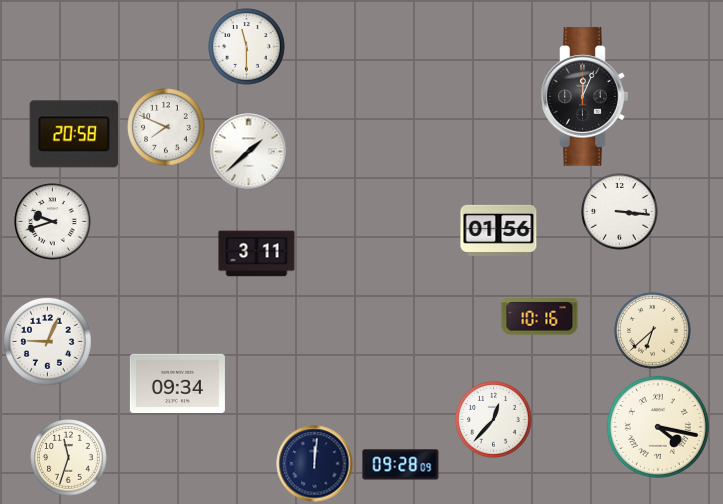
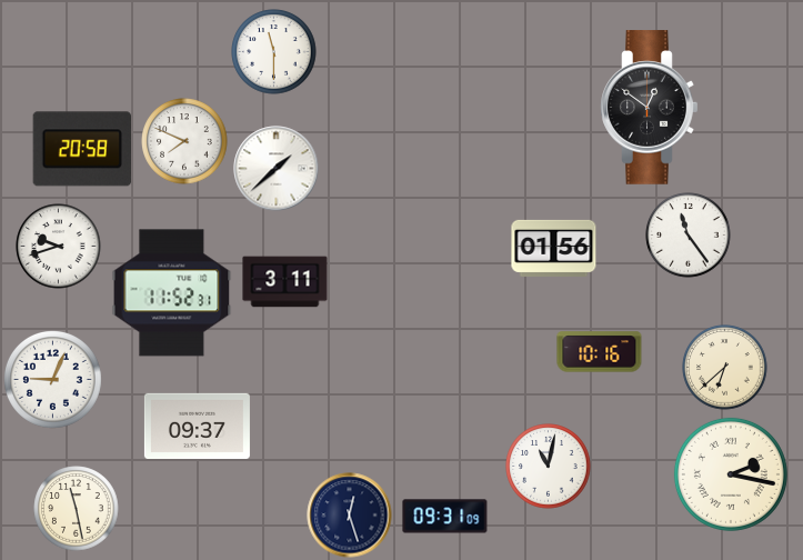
clock at (585, 97): 12:04 -> 12:51
clock at (620, 212): 3:16 -> 11:24
clock at (499, 230) position: (499, 230) -> (554, 248)
clock at (172, 293): none -> 11:52
clock at (177, 383): 09:34 -> 09:37
clock at (494, 420): 12:37 -> 11:02
clock at (658, 427): 4:17 -> 2:17
clock at (69, 458): 11:33 -> 11:28
clock at (315, 464): 12:01 -> 12:27
clock at (401, 465): 09:28 -> 09:31
